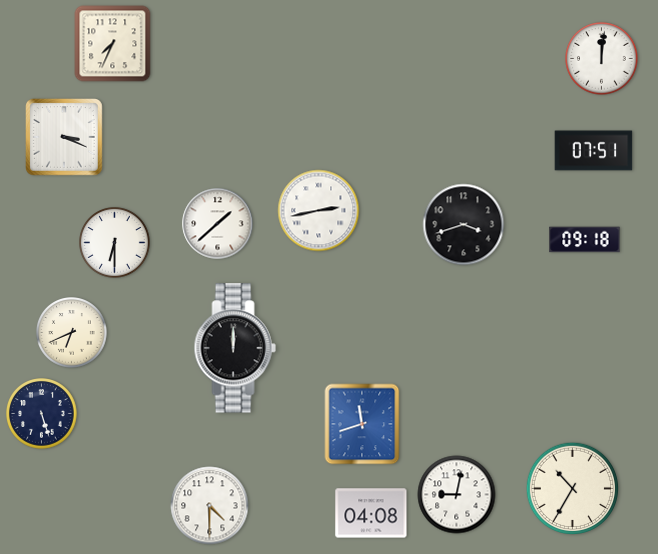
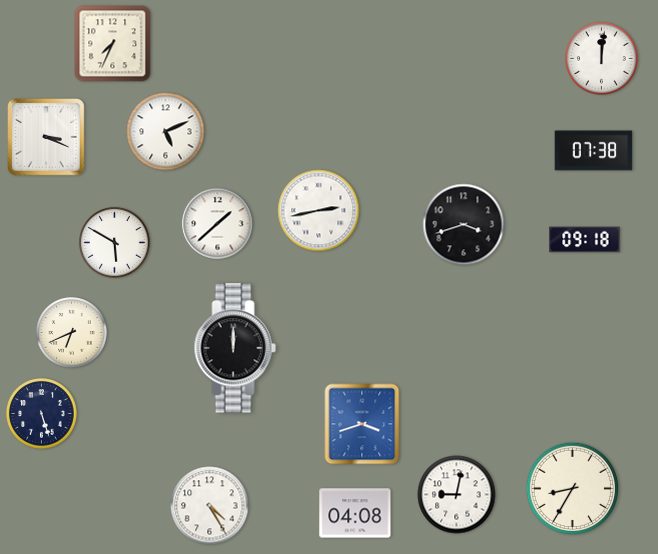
clock at (166, 132): none -> 5:11
clock at (65, 138) position: (65, 138) -> (47, 138)
clock at (594, 151): 07:51 -> 07:38
clock at (115, 243): 6:30 -> 5:50
clock at (362, 424): 11:42 -> 3:42
clock at (573, 489): 10:35 -> 8:35
clock at (210, 506): 4:30 -> 4:25
clock at (371, 513) position: (371, 513) -> (355, 513)
